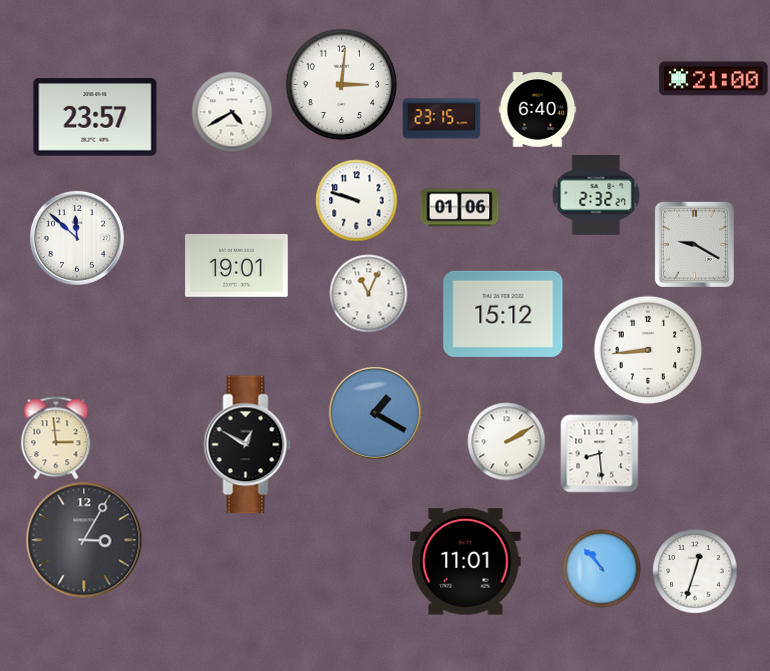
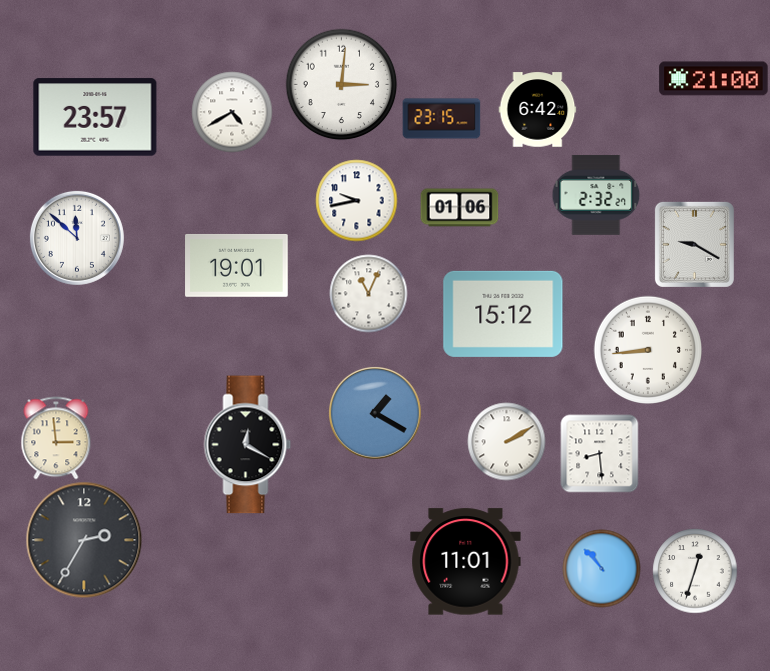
clock at (537, 110): 6:40 -> 6:42
clock at (356, 200): 9:48 -> 9:43
clock at (248, 445): 12:50 -> 12:20
clock at (84, 540): 3:05 -> 2:35
